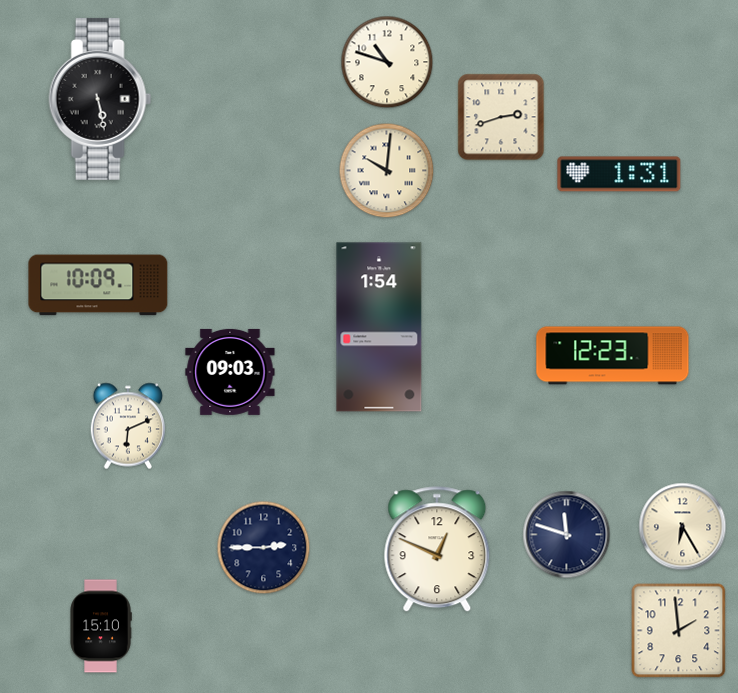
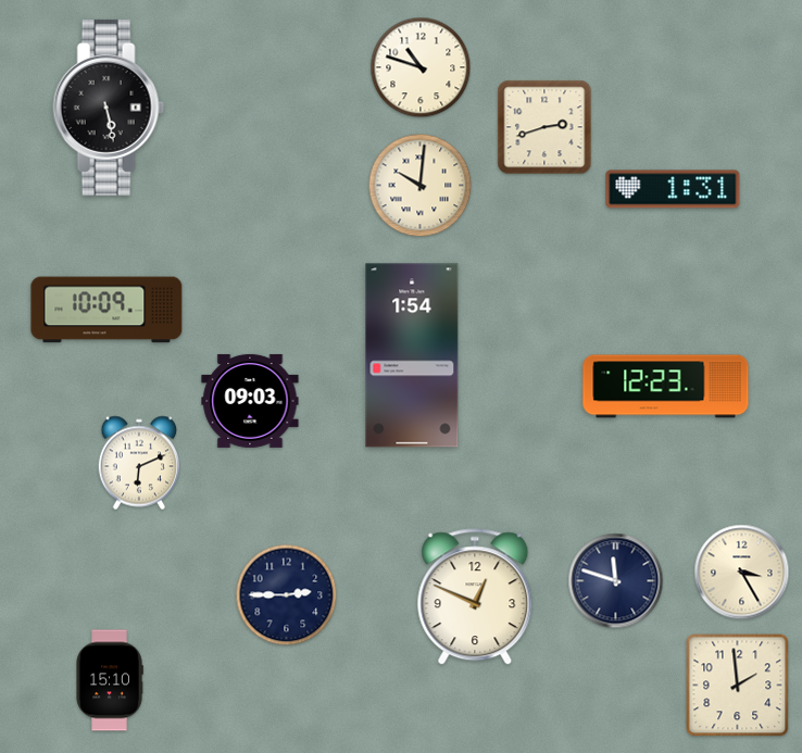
clock at (230, 372) position: (230, 372) -> (250, 401)
clock at (683, 527): 6:25 -> 3:25
